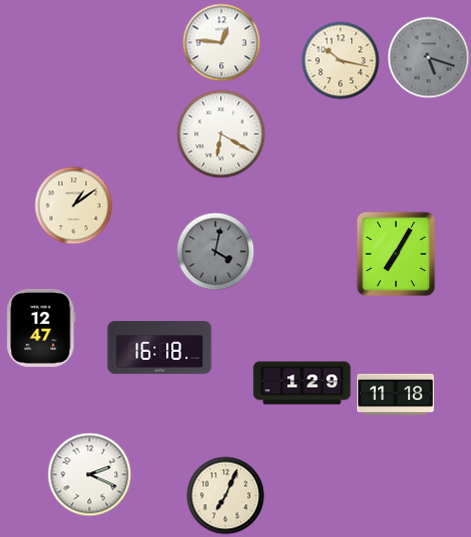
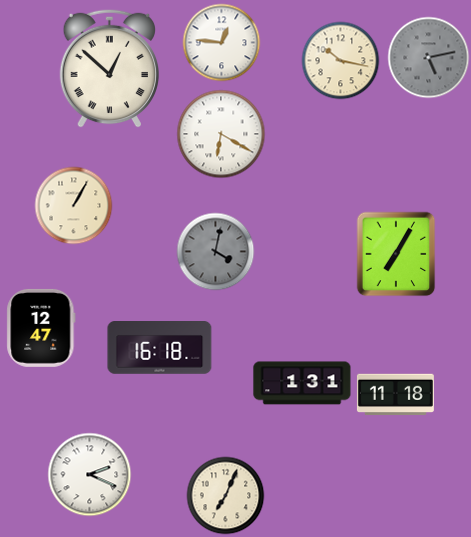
clock at (428, 57): 5:18 -> 5:13
clock at (109, 68): none -> 12:52
clock at (73, 205): 1:09 -> 1:05
clock at (302, 383): 1:29 -> 1:31
